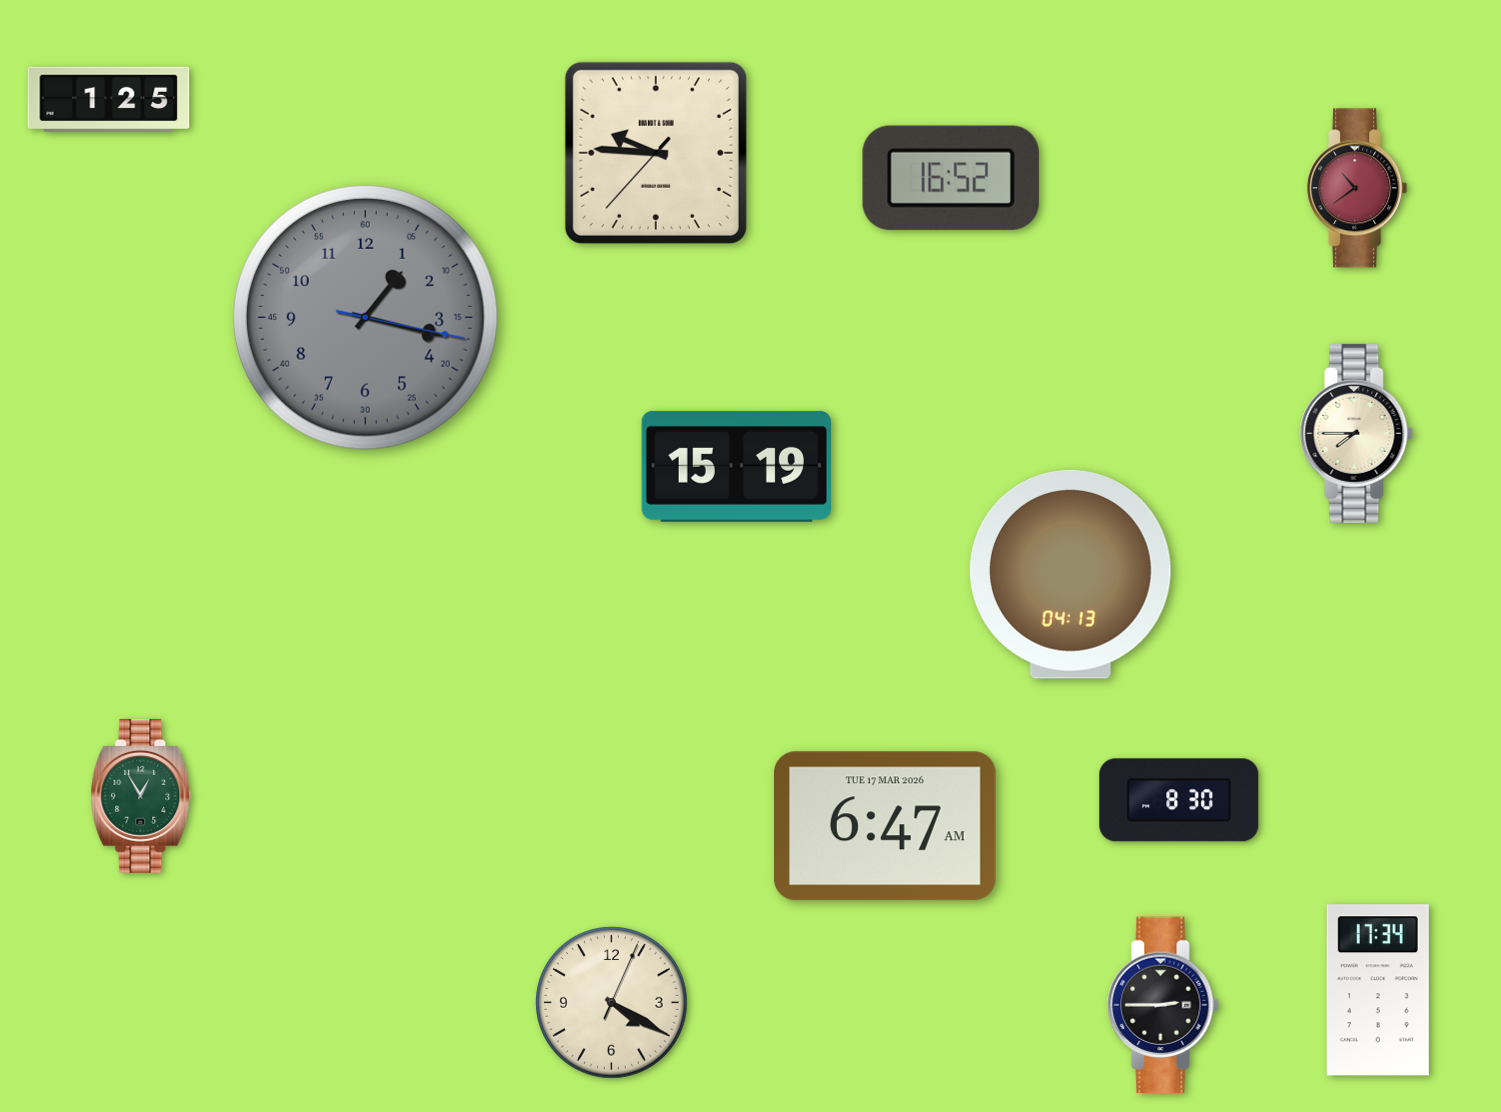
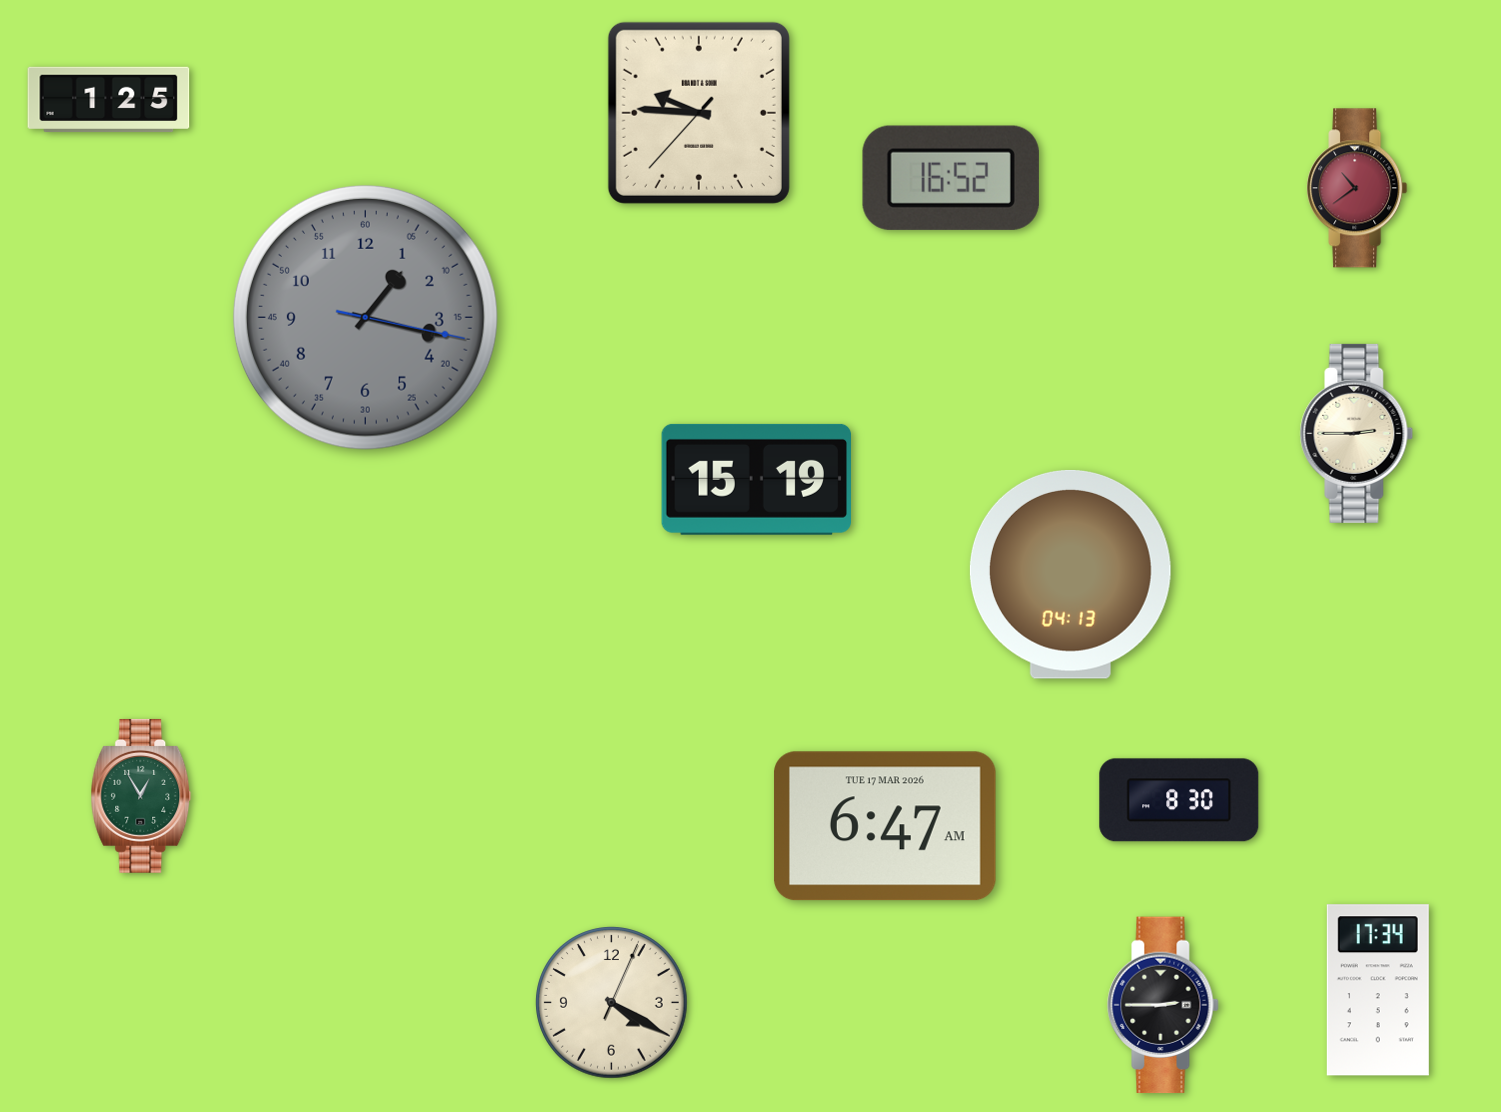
clock at (656, 153) position: (656, 153) -> (699, 113)
clock at (1357, 433): 7:45 -> 2:45
clock at (736, 466) position: (736, 466) -> (756, 479)
